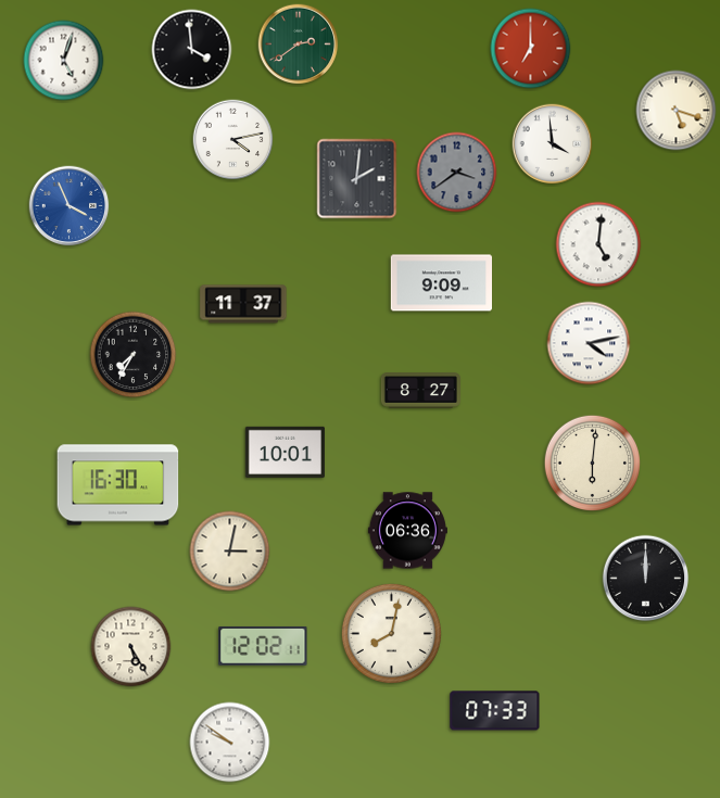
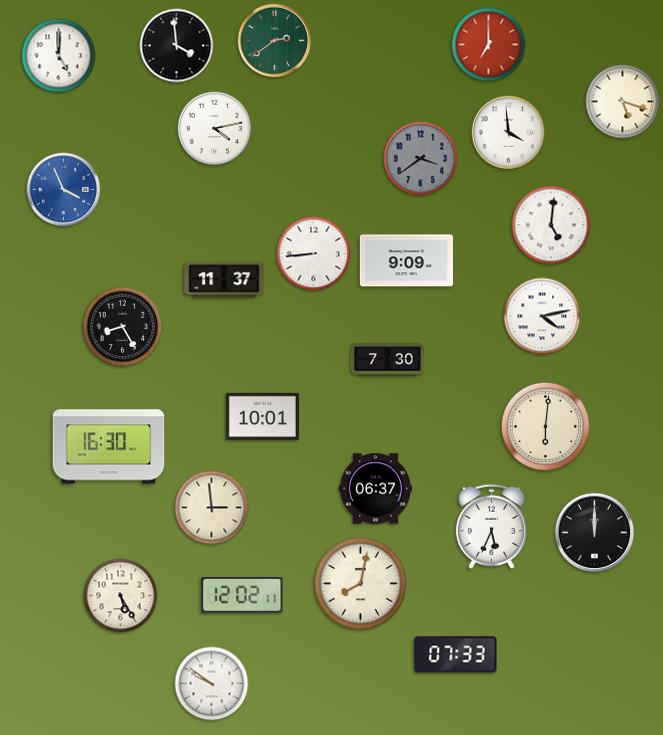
clock at (64, 61): 5:03 -> 5:00
clock at (357, 179): 2:01 -> none
clock at (314, 254): none -> 8:44
clock at (134, 355): 7:35 -> 8:25
clock at (420, 391): 8:27 -> 7:30
clock at (407, 531): 06:36 -> 06:37
clock at (230, 552): 3:02 -> 2:59
clock at (491, 526): none -> 5:34
